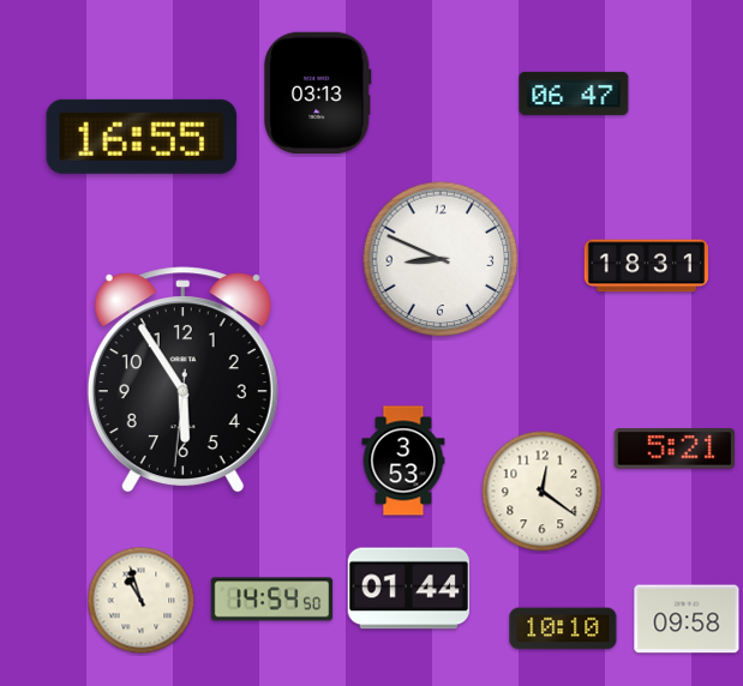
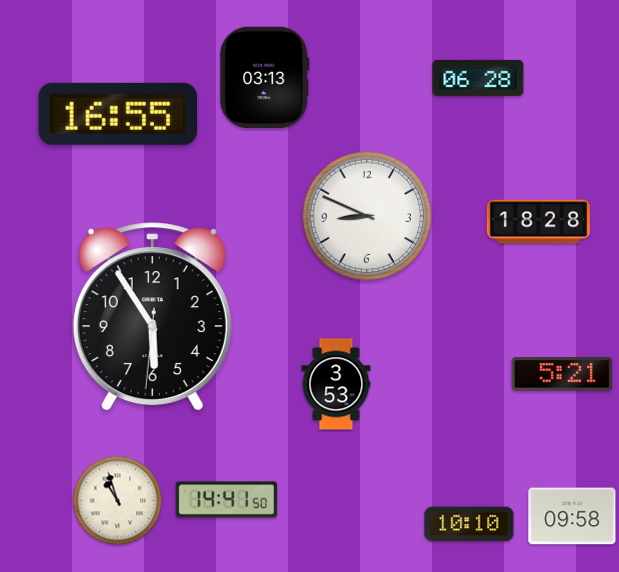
clock at (574, 94): 06:47 -> 06:28
clock at (646, 266): 18:31 -> 18:28
clock at (543, 492): 12:21 -> none
clock at (409, 589): 01:44 -> none
clock at (272, 600): 14:54 -> 14:41
